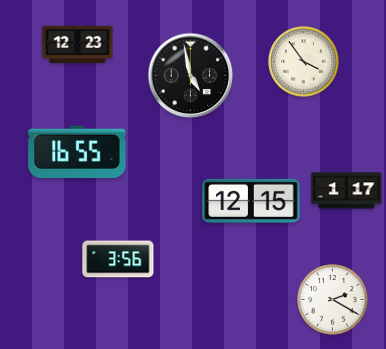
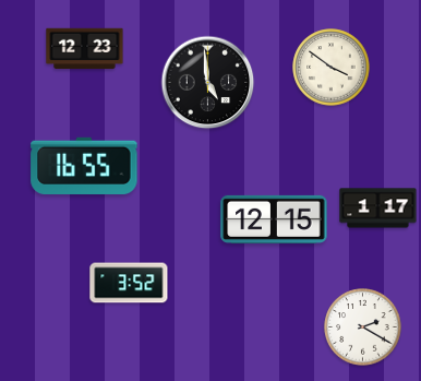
clock at (304, 62): 3:54 -> 3:51
clock at (191, 76): 4:58 -> 4:59
clock at (118, 259): 3:56 -> 3:52
